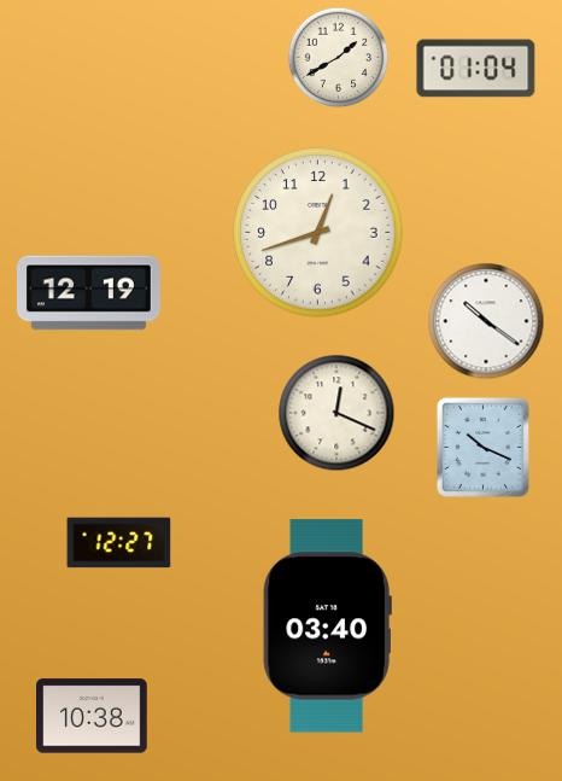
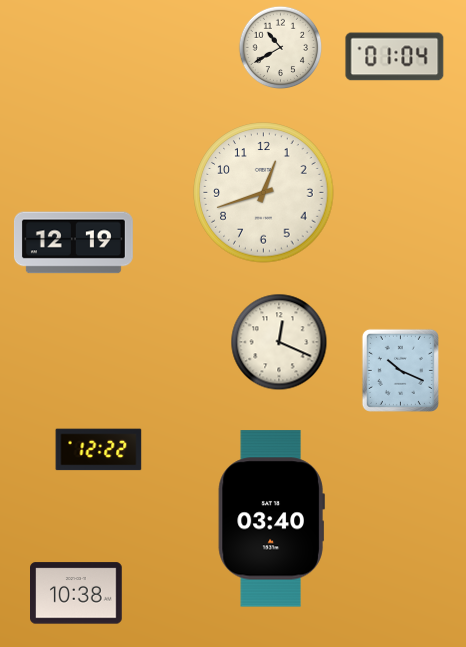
clock at (339, 58): 1:40 -> 10:40
clock at (486, 321): 10:21 -> none
clock at (119, 543): 12:27 -> 12:22
